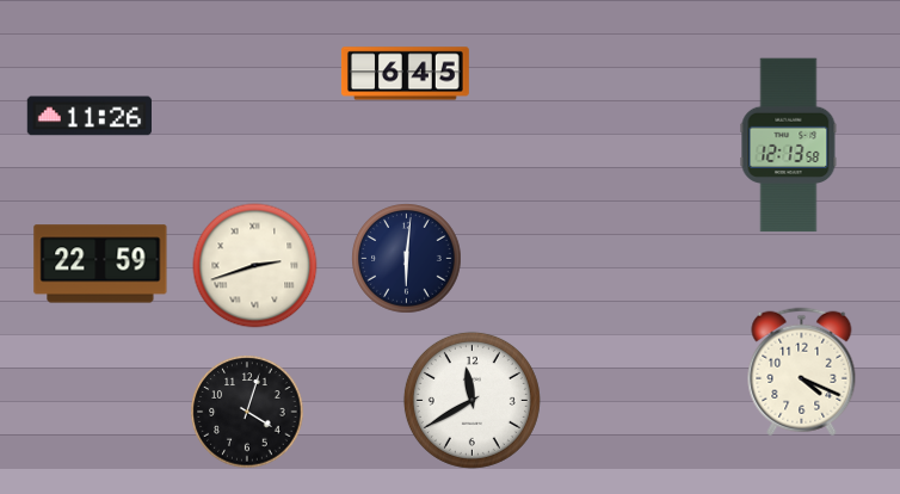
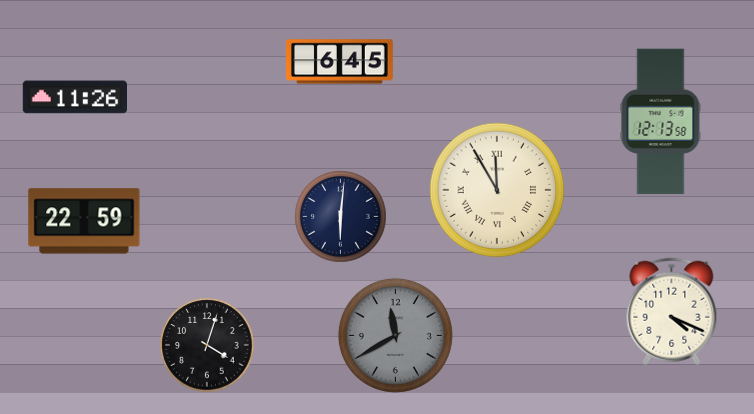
clock at (497, 190): none -> 11:55
clock at (255, 266): 2:42 -> none
clock at (471, 400) dial: white -> grey
